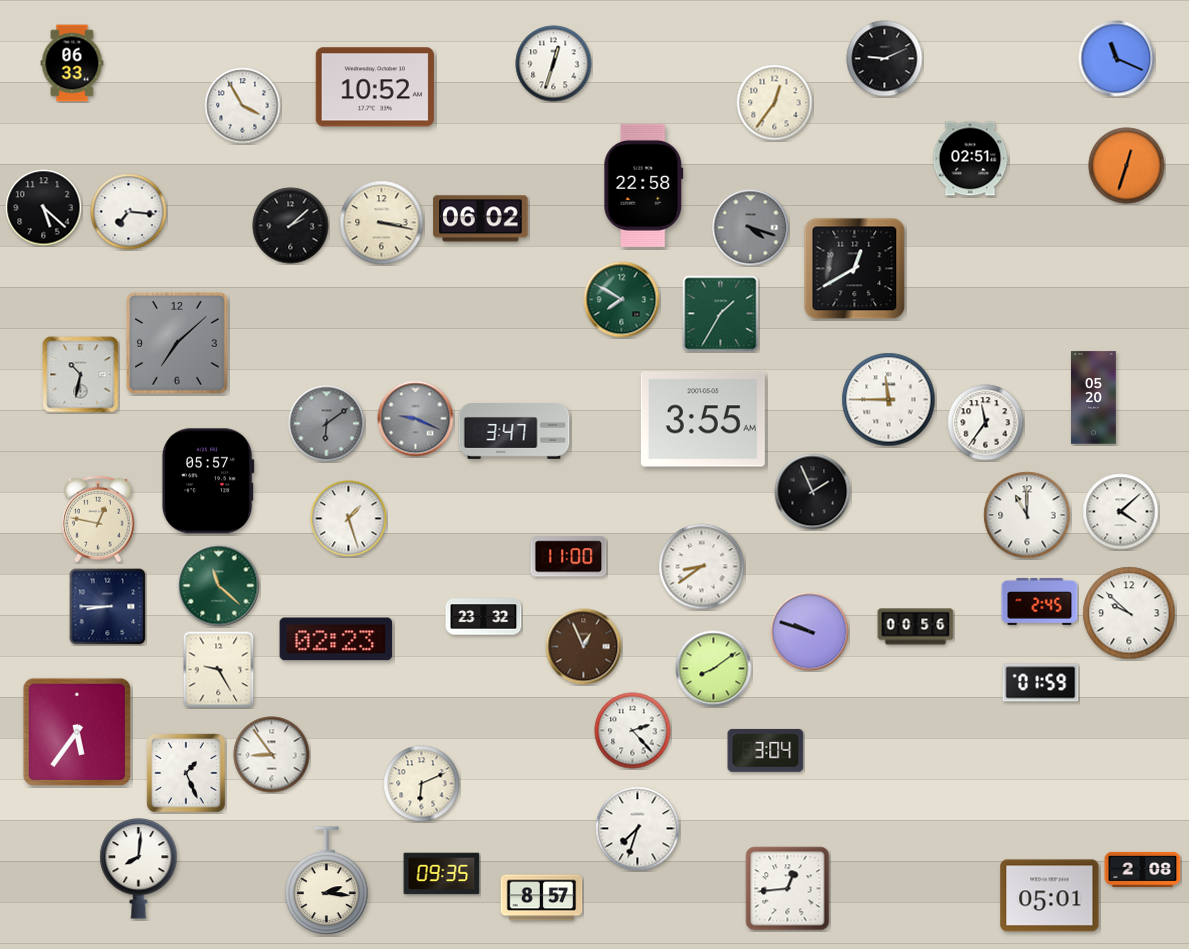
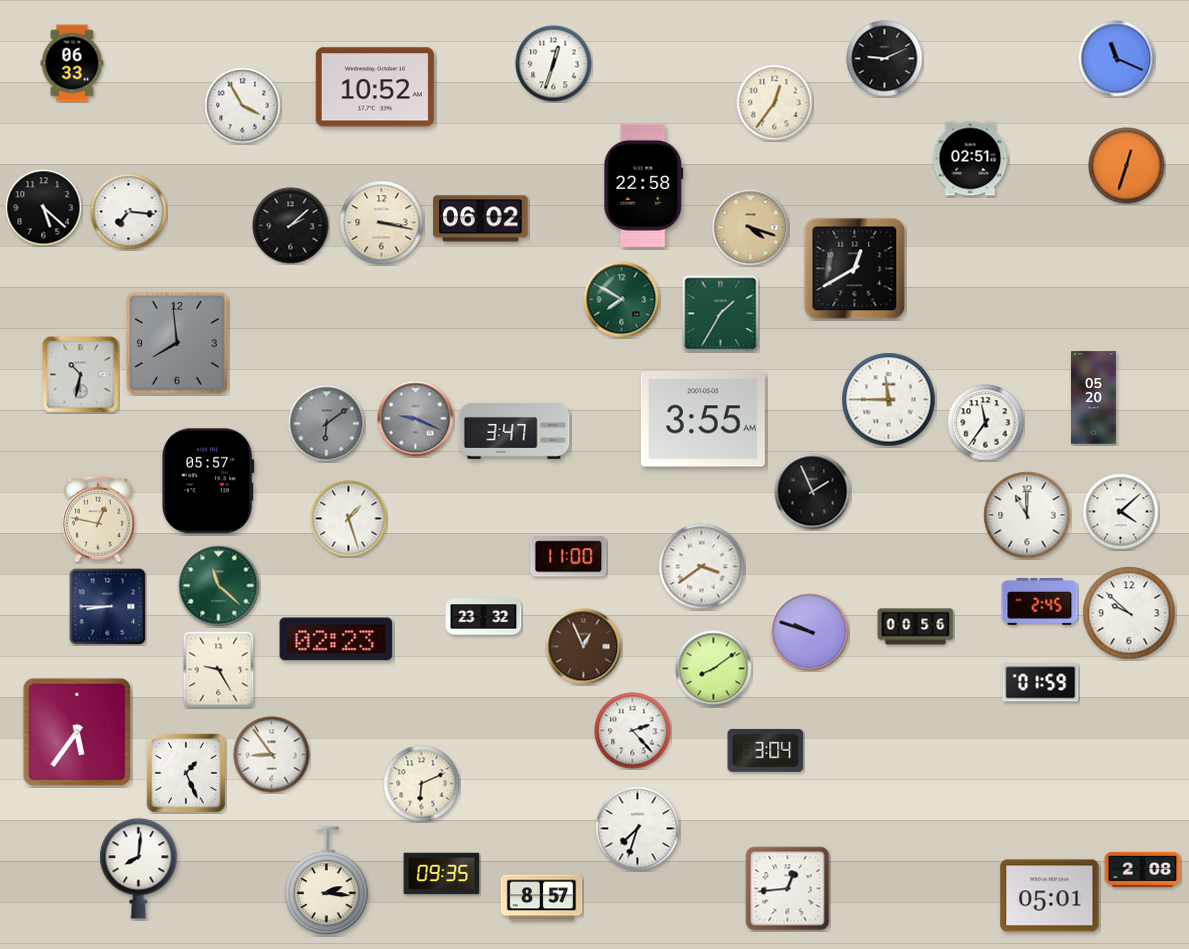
clock at (751, 228) dial: grey -> champagne
clock at (178, 344): 7:08 -> 7:59
clock at (702, 567): 8:39 -> 3:39
